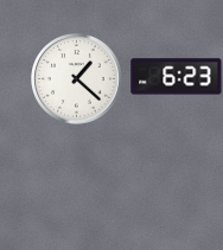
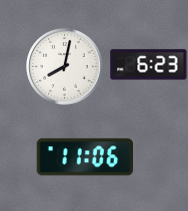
clock at (77, 79): 1:22 -> 8:02
clock at (84, 157): none -> 11:06
